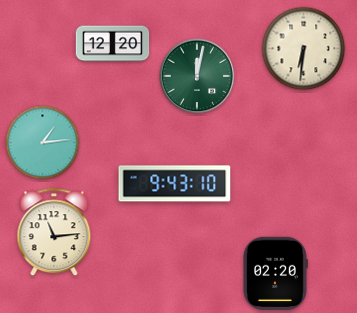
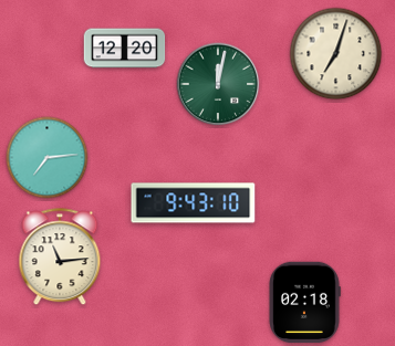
clock at (304, 49): 6:31 -> 7:03
clock at (43, 143): 1:14 -> 7:14
clock at (275, 274): 02:20 -> 02:18
